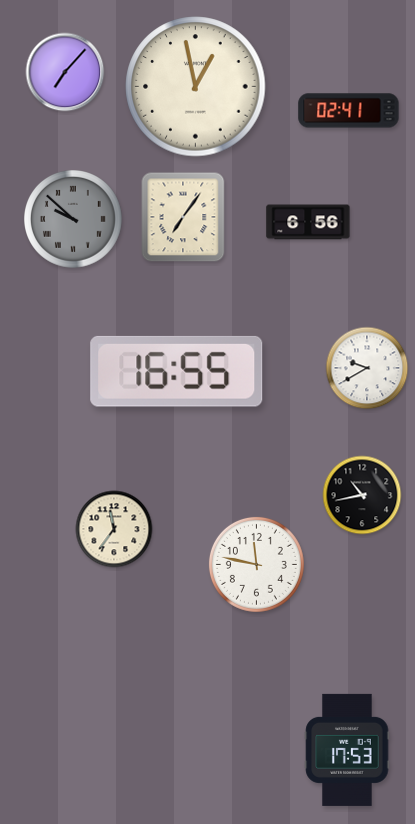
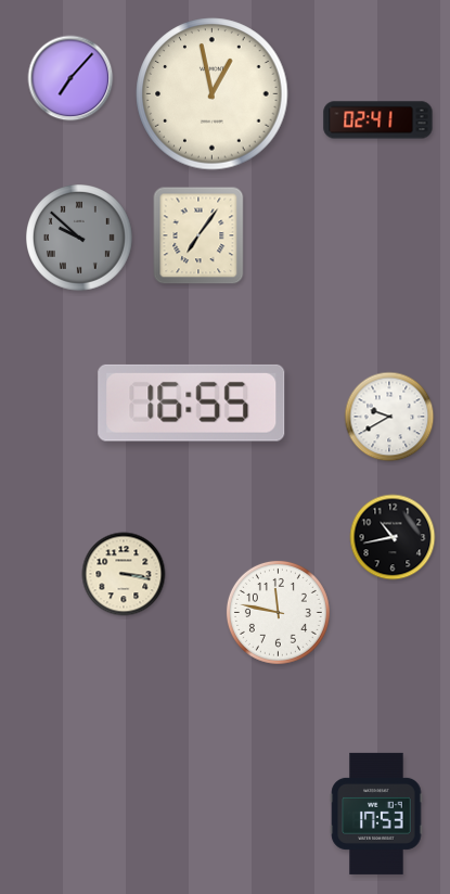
clock at (308, 222): 6:56 -> none
clock at (367, 368) position: (367, 368) -> (389, 417)
clock at (114, 529): 11:36 -> 3:17
